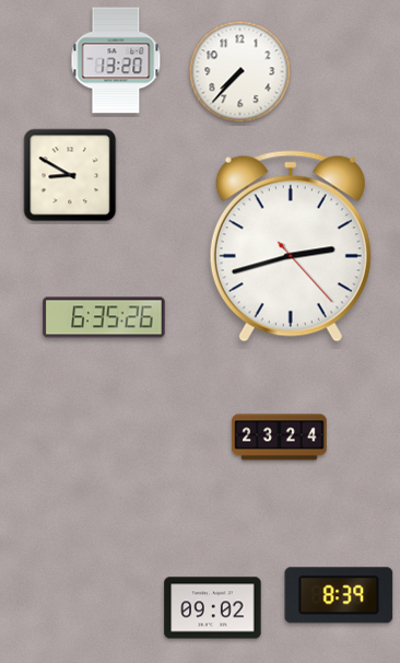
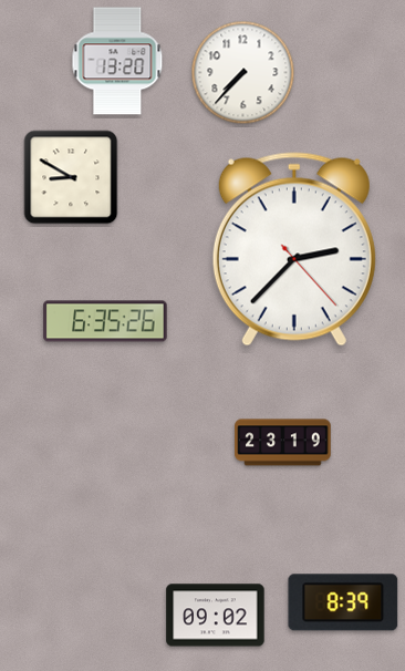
clock at (291, 246): 2:42 -> 2:37
clock at (280, 438): 23:24 -> 23:19
